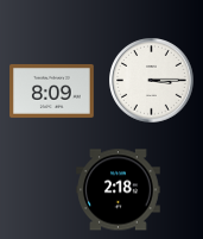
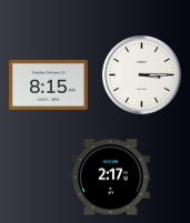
clock at (52, 90): 8:09 -> 8:15
clock at (119, 190): 2:18 -> 2:17
